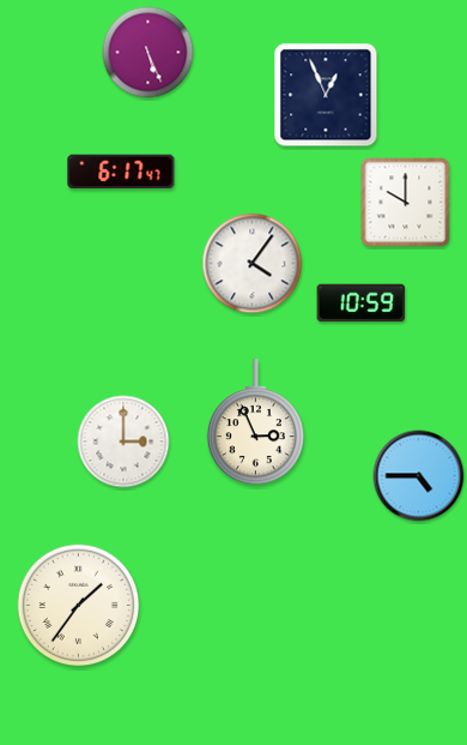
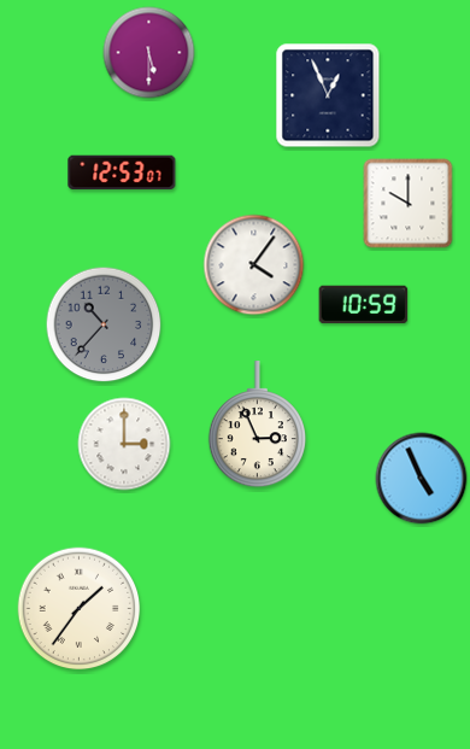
clock at (148, 53): 5:26 -> 5:30
clock at (121, 172): 6:17 -> 12:53
clock at (104, 324): none -> 10:37
clock at (419, 476): 4:45 -> 4:56
